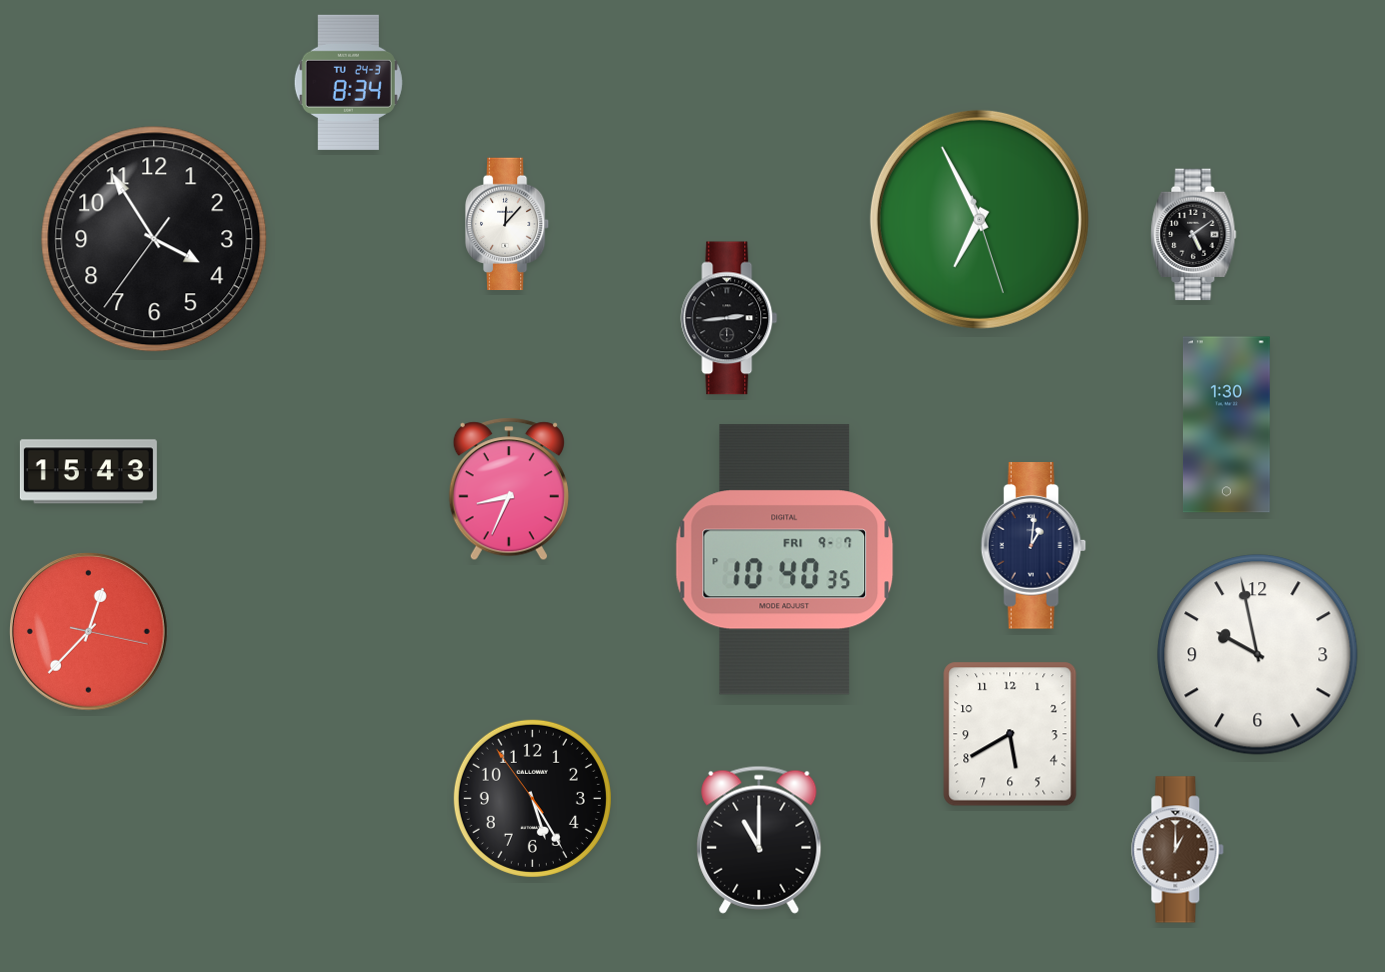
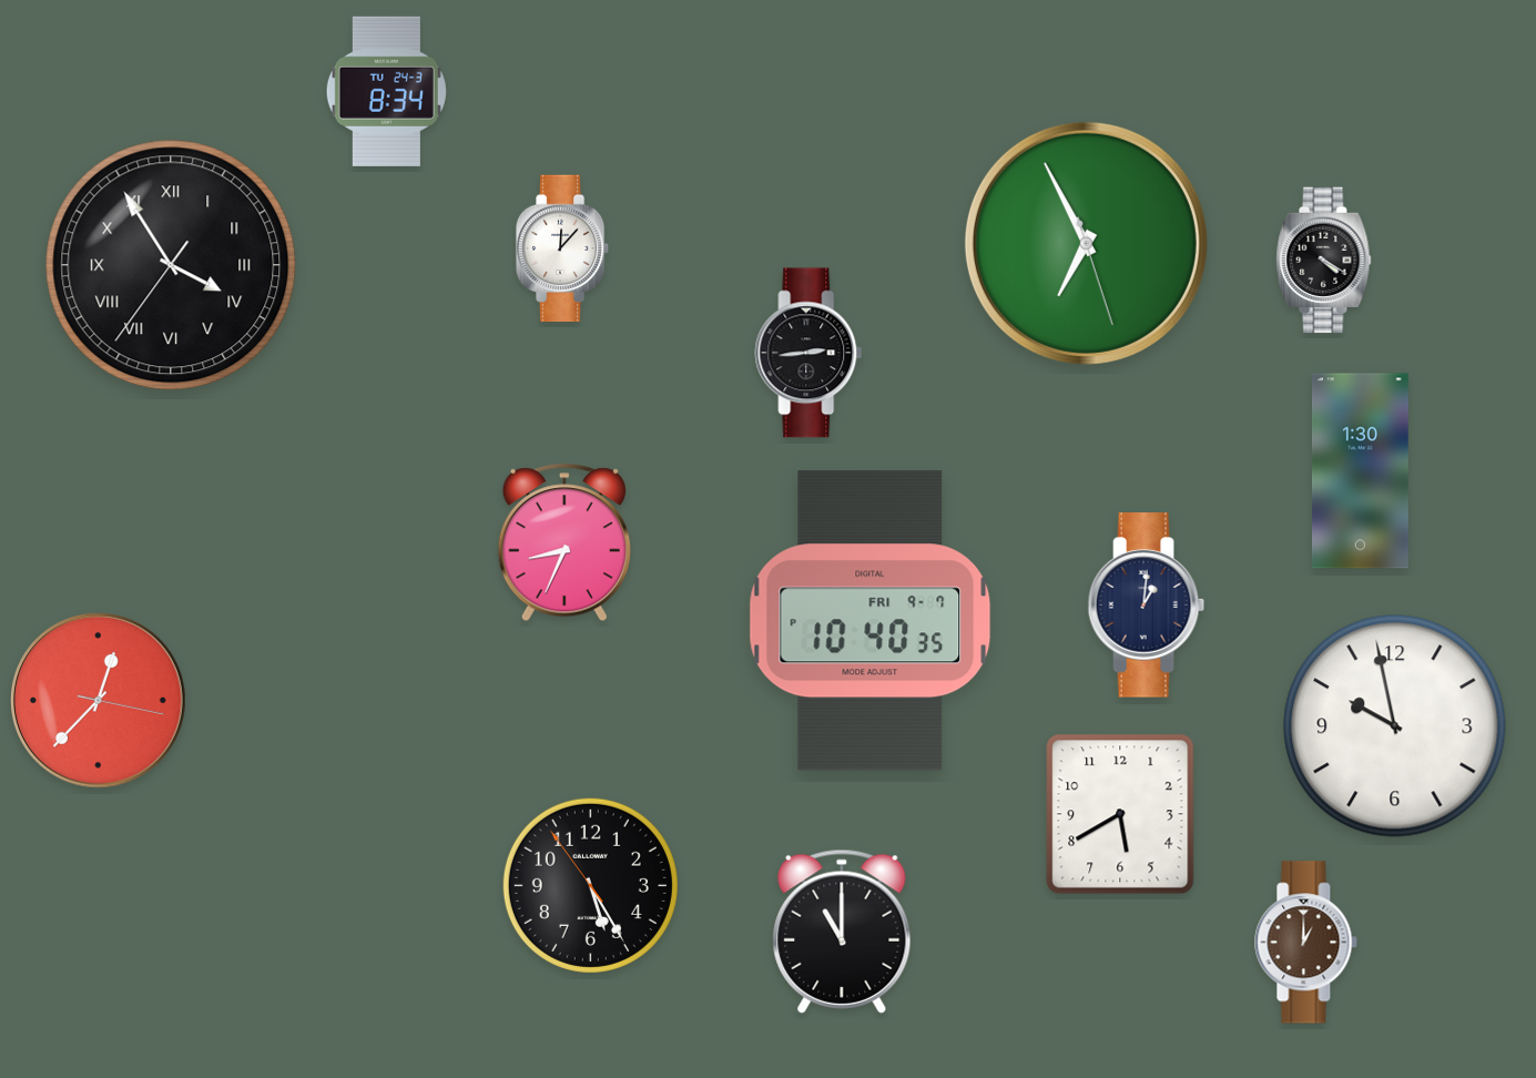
clock at (1194, 235): 5:09 -> 4:20
clock at (154, 239) numerals: Arabic -> Roman
clock at (88, 472): 15:43 -> none
